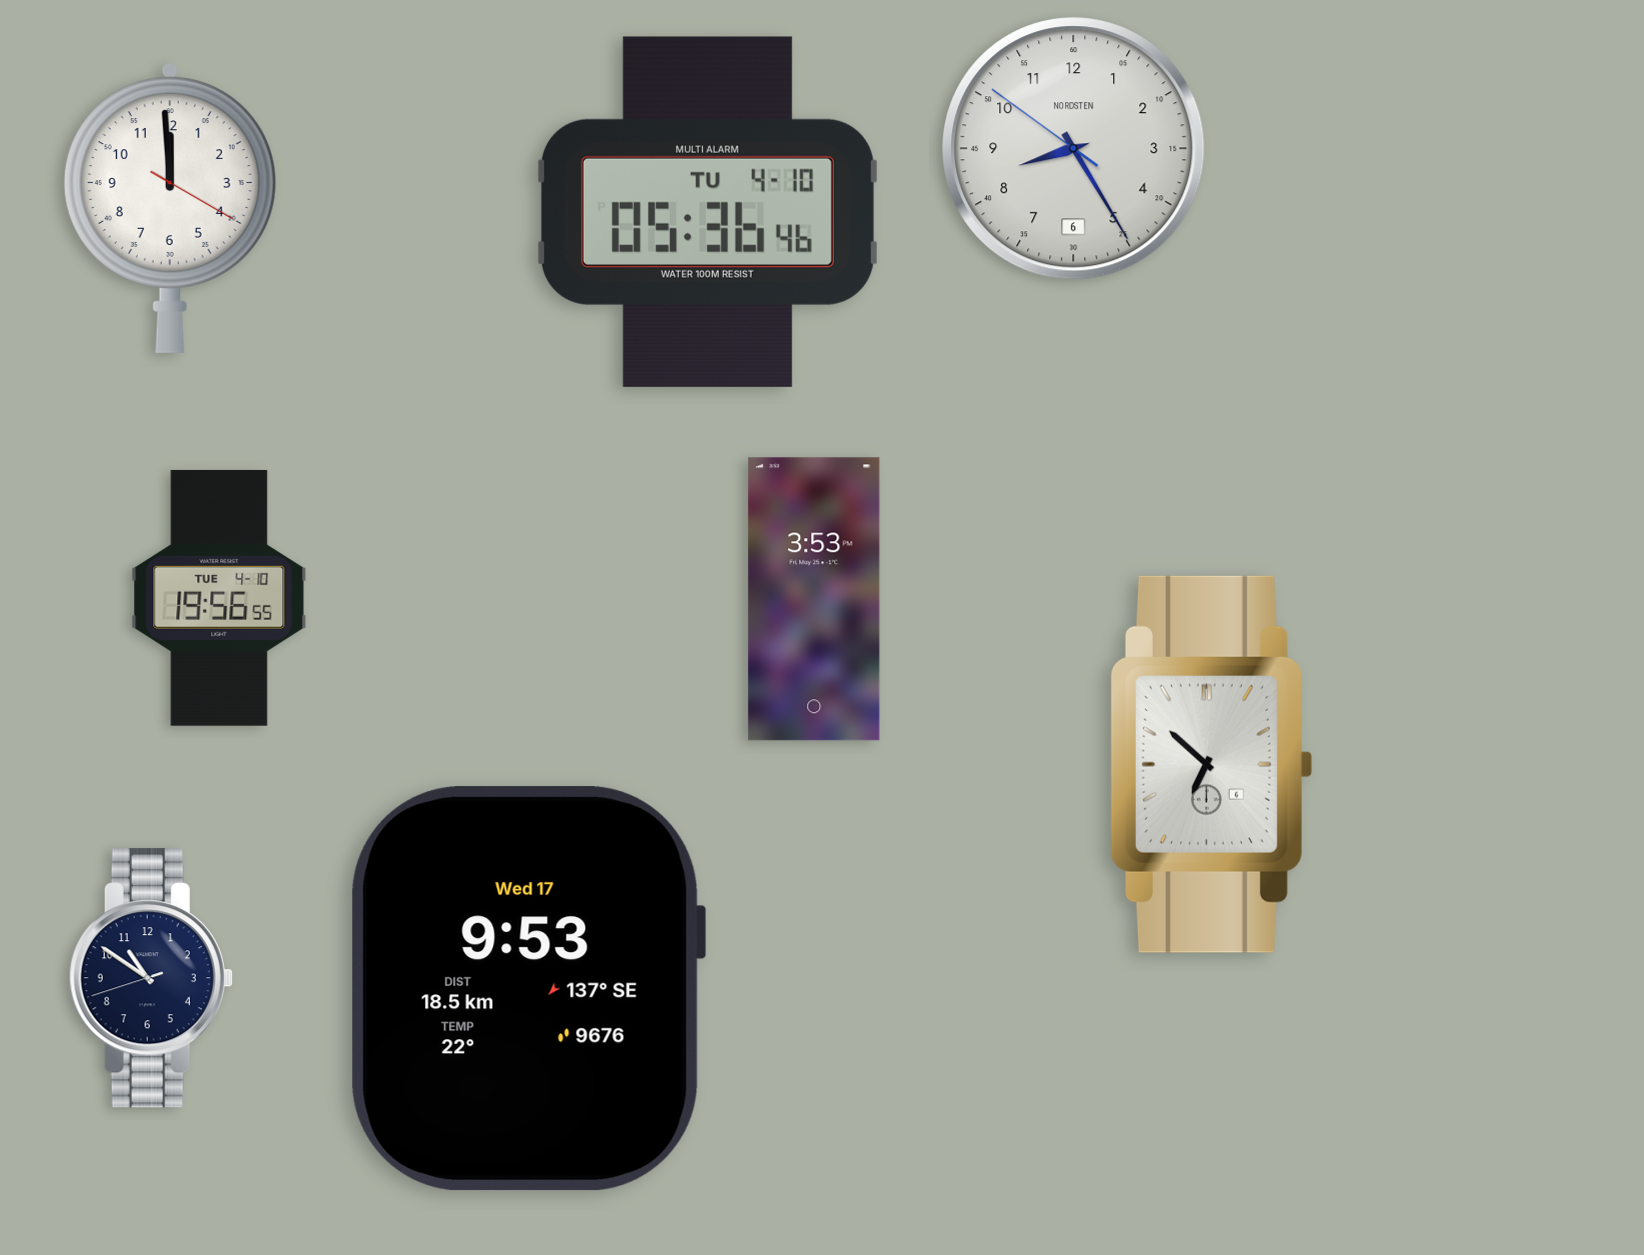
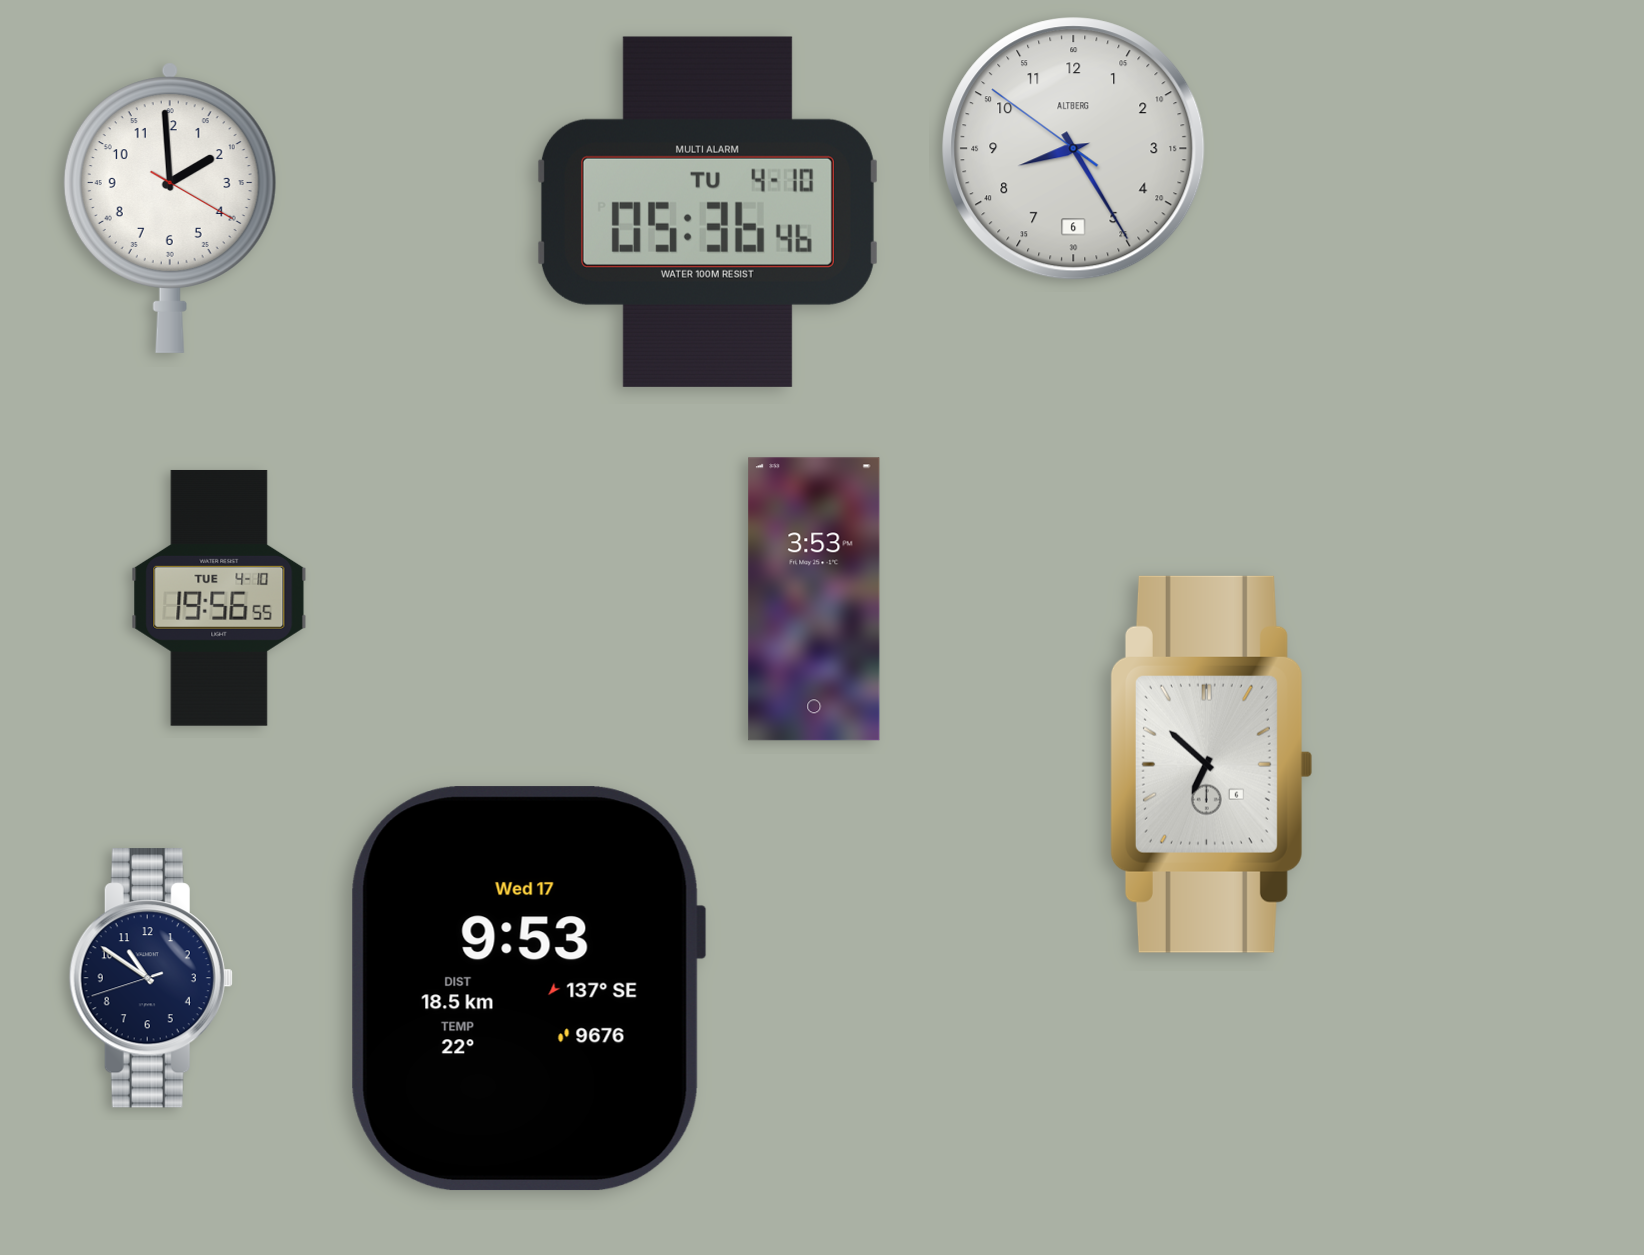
clock at (1074, 149) brand: NORDSTEN -> ALTBERG
clock at (170, 208): 11:59 -> 1:59
